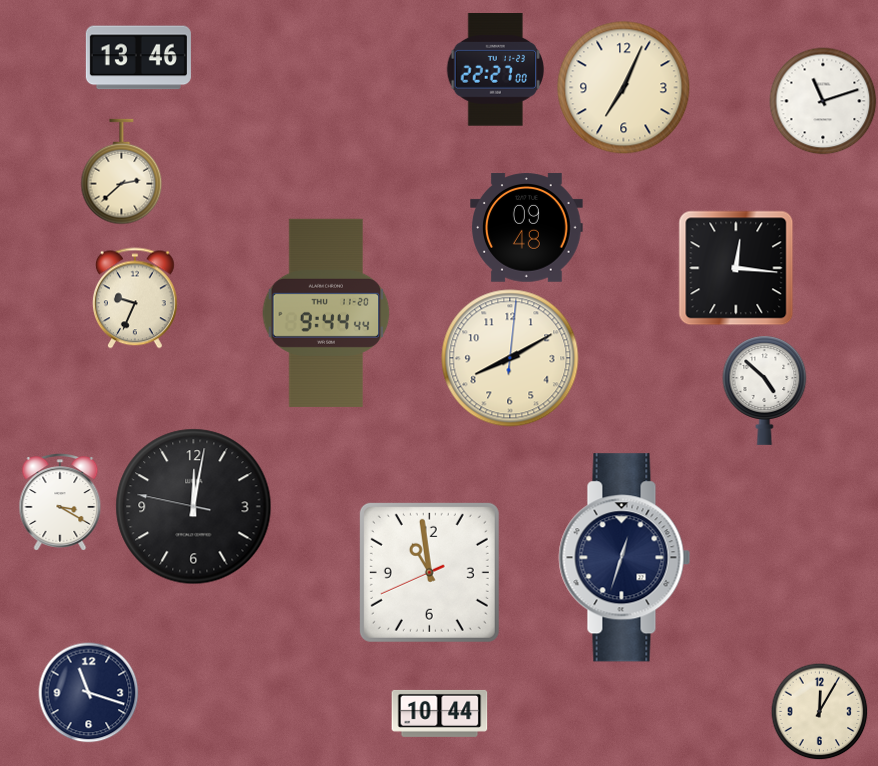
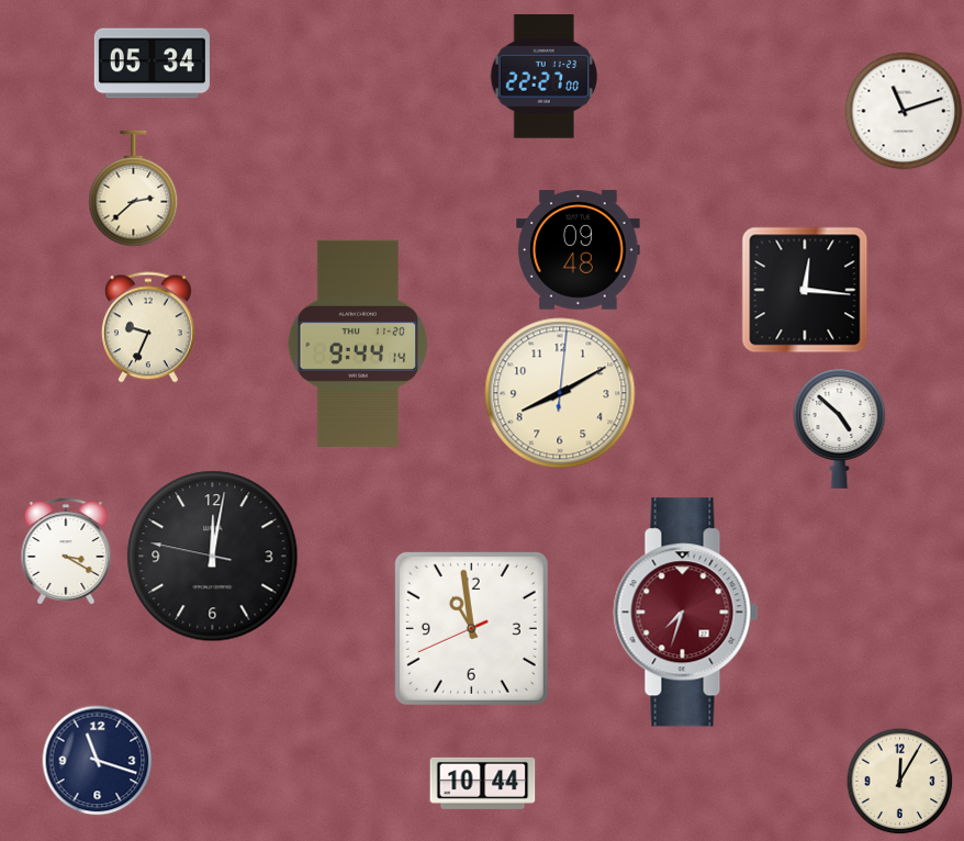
clock at (138, 58): 13:46 -> 05:34
clock at (624, 88): 7:04 -> none
clock at (736, 268) position: (736, 268) -> (805, 290)
clock at (326, 313): 9:44:44 -> 9:44:14
clock at (625, 558): 12:33 -> 7:33
clock at (625, 558) dial: navy -> burgundy
